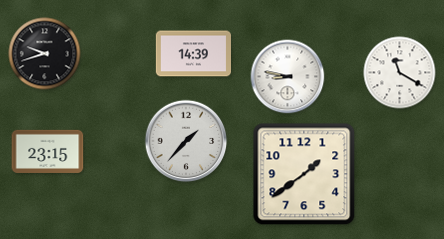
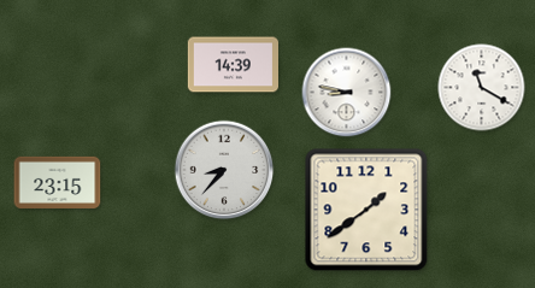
clock at (45, 54): 9:42 -> none
clock at (186, 141): 1:37 -> 8:37
